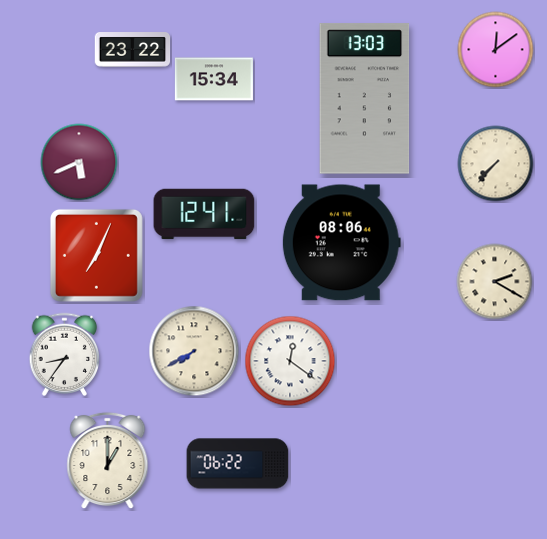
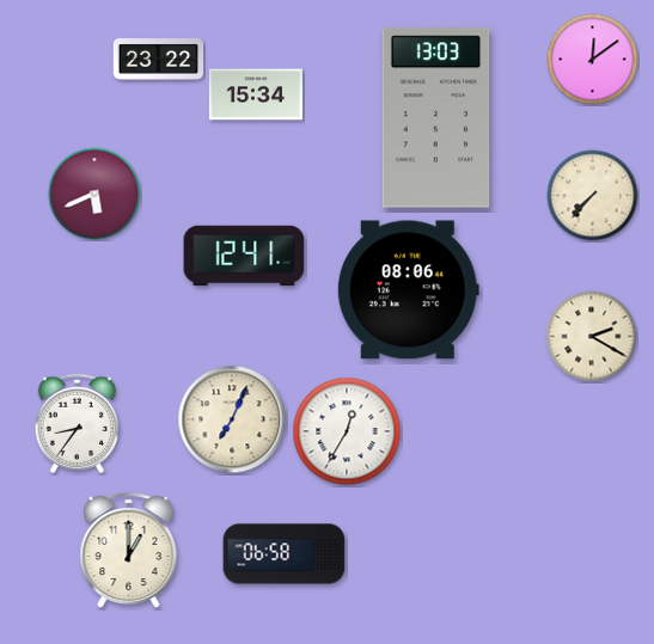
clock at (96, 255): 7:04 -> none
clock at (194, 351): 7:40 -> 7:04
clock at (290, 361): 12:21 -> 12:35
clock at (238, 464): 06:22 -> 06:58
